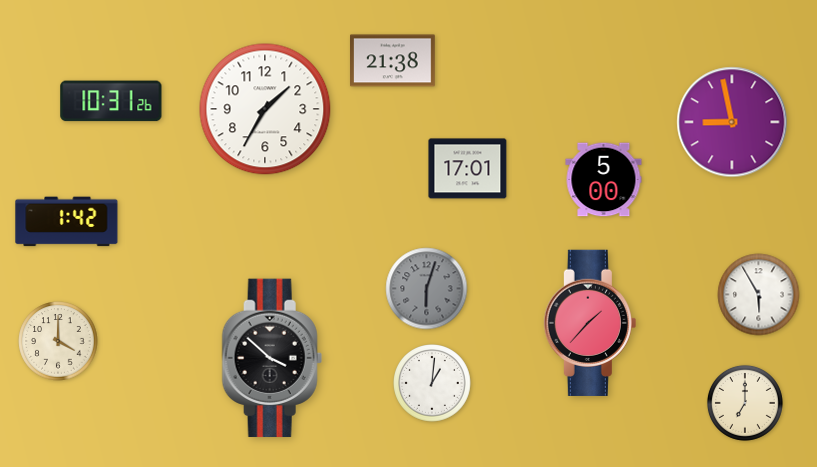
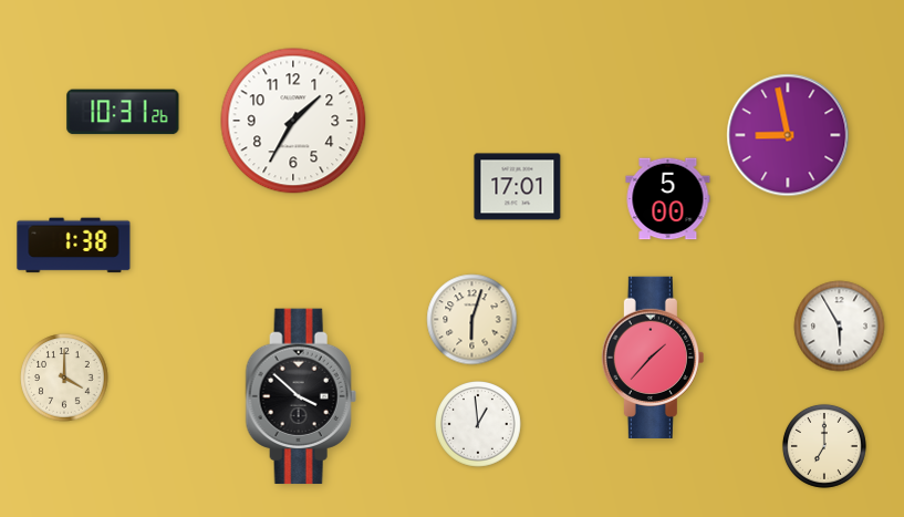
clock at (393, 61): 21:38 -> none
clock at (732, 122) position: (732, 122) -> (788, 135)
clock at (67, 222): 1:42 -> 1:38
clock at (427, 289) dial: grey -> cream
clock at (433, 384): 1:01 -> 12:59
